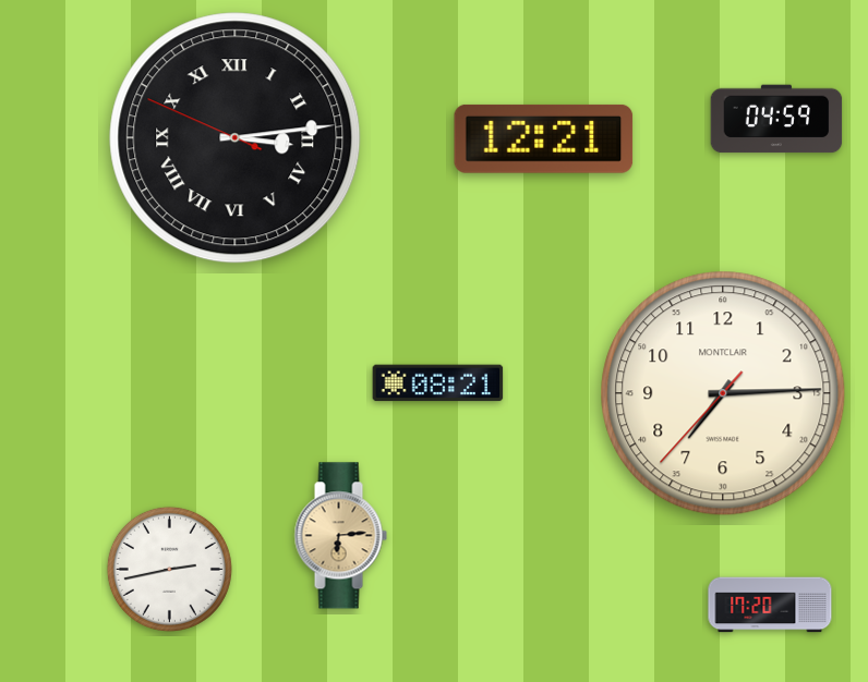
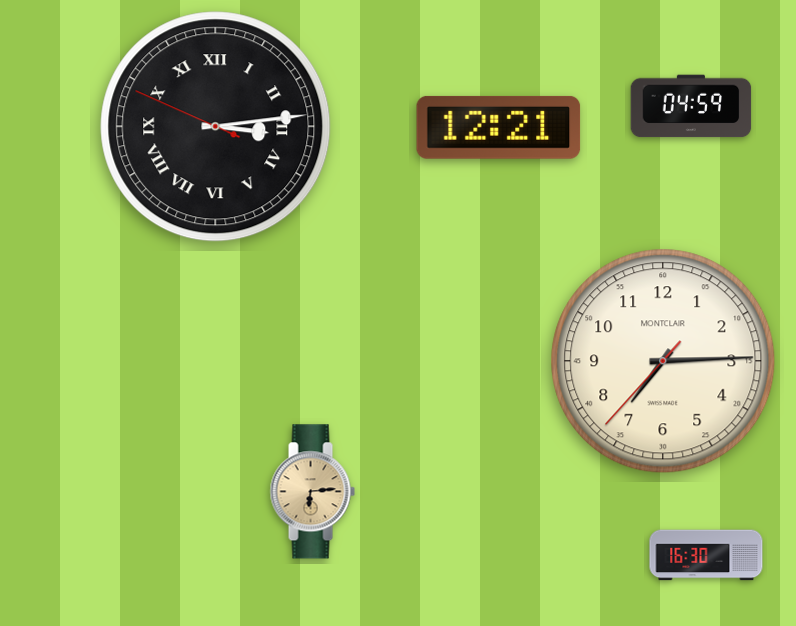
clock at (776, 119) position: (776, 119) -> (691, 106)
clock at (438, 383): 08:21 -> none
clock at (169, 569): 2:43 -> none
clock at (770, 605): 17:20 -> 16:30
